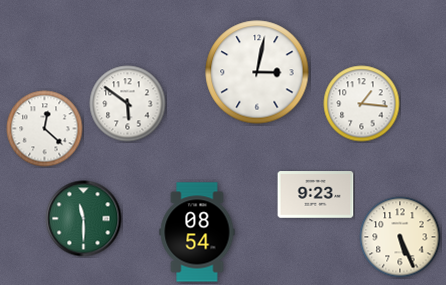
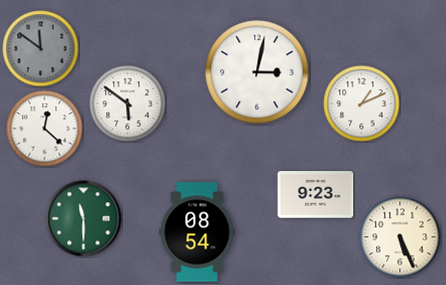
clock at (41, 49): none -> 11:51
clock at (362, 104): 1:16 -> 1:11
